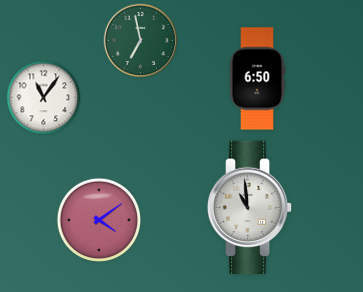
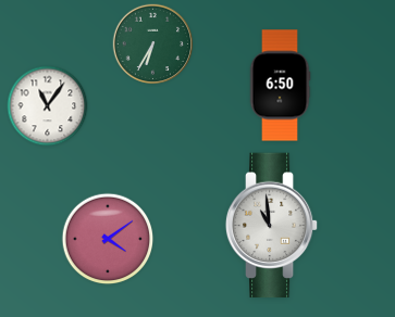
clock at (141, 41): 6:58 -> 6:35
